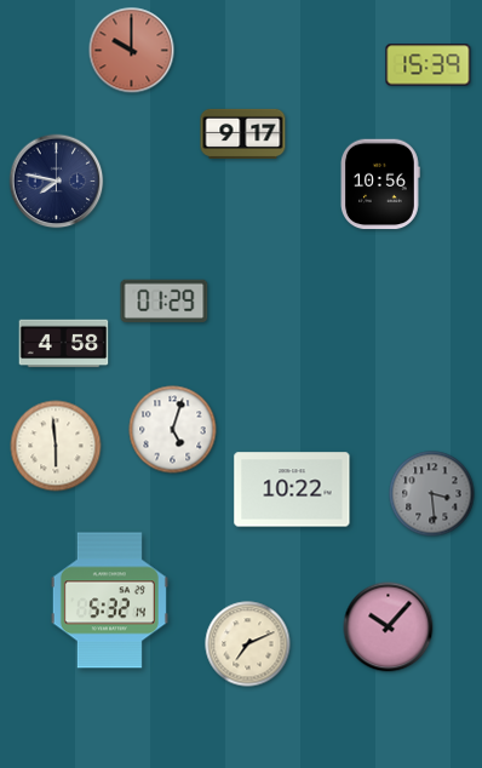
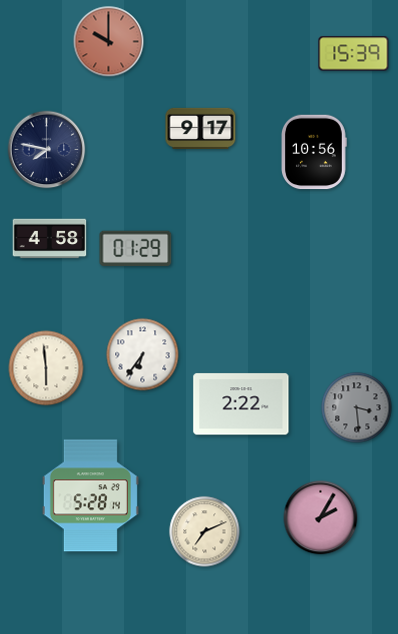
clock at (243, 133) position: (243, 133) -> (201, 128)
clock at (64, 344) position: (64, 344) -> (50, 239)
clock at (173, 430): 5:03 -> 6:36
clock at (292, 489): 10:22 -> 2:22
clock at (109, 601): 5:32 -> 5:28
clock at (389, 627): 10:07 -> 2:05
